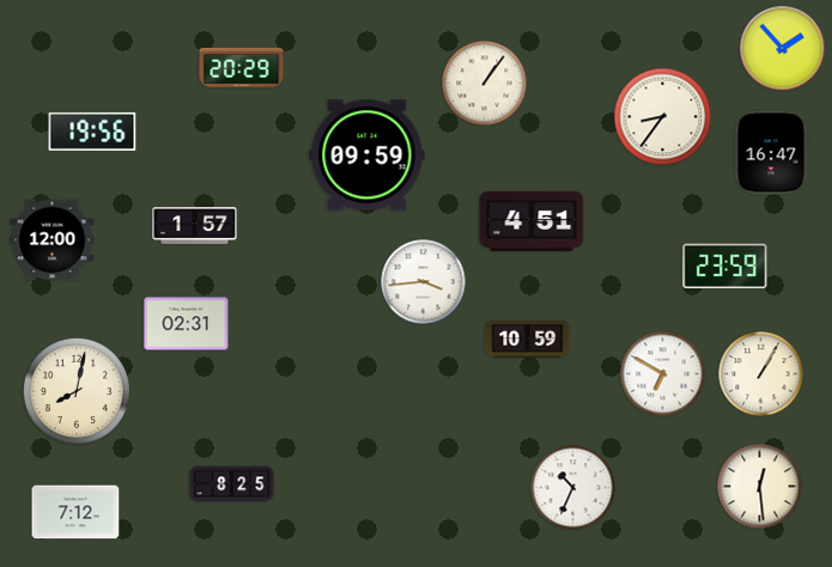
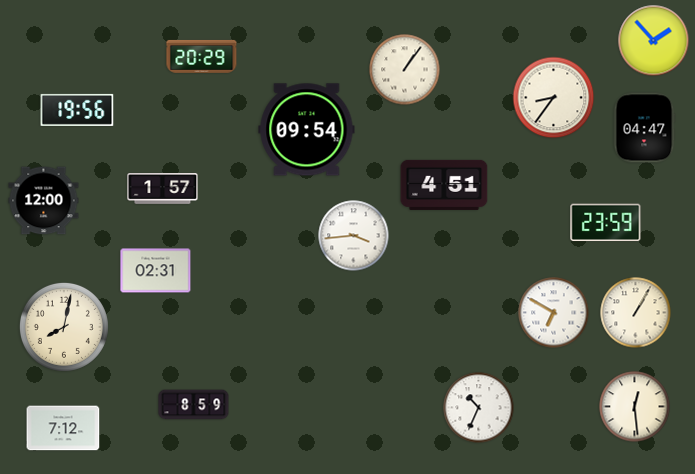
clock at (771, 153): 16:47 -> 04:47
clock at (368, 156): 09:59 -> 09:54
clock at (528, 340): 10:59 -> none
clock at (232, 484): 8:25 -> 8:59
